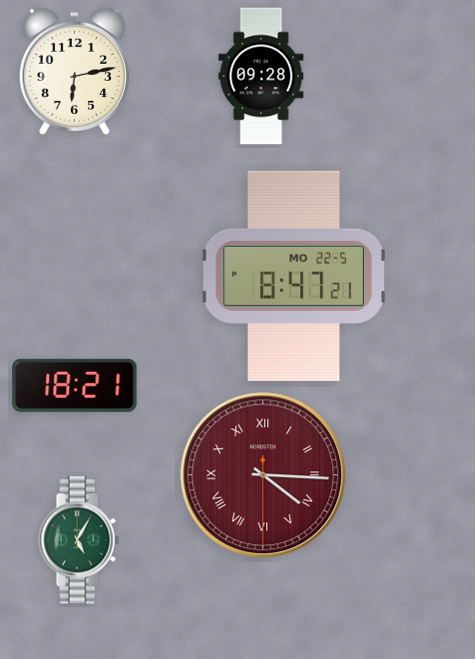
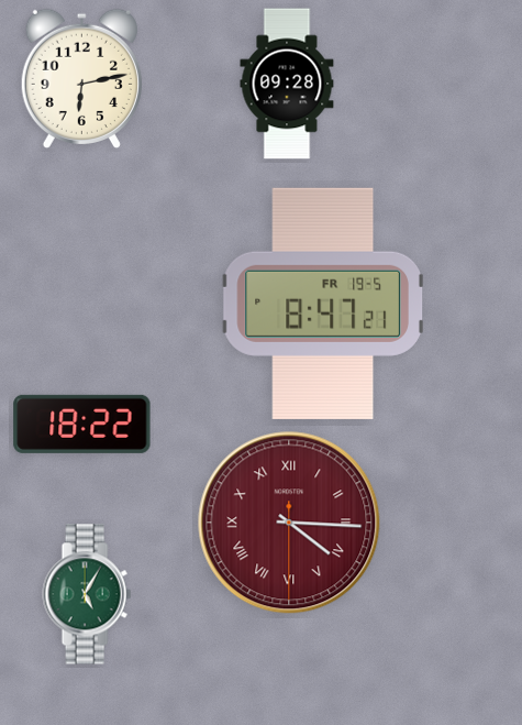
clock at (294, 276) date: MO 22-5 -> FR 19-5
clock at (75, 385): 18:21 -> 18:22
